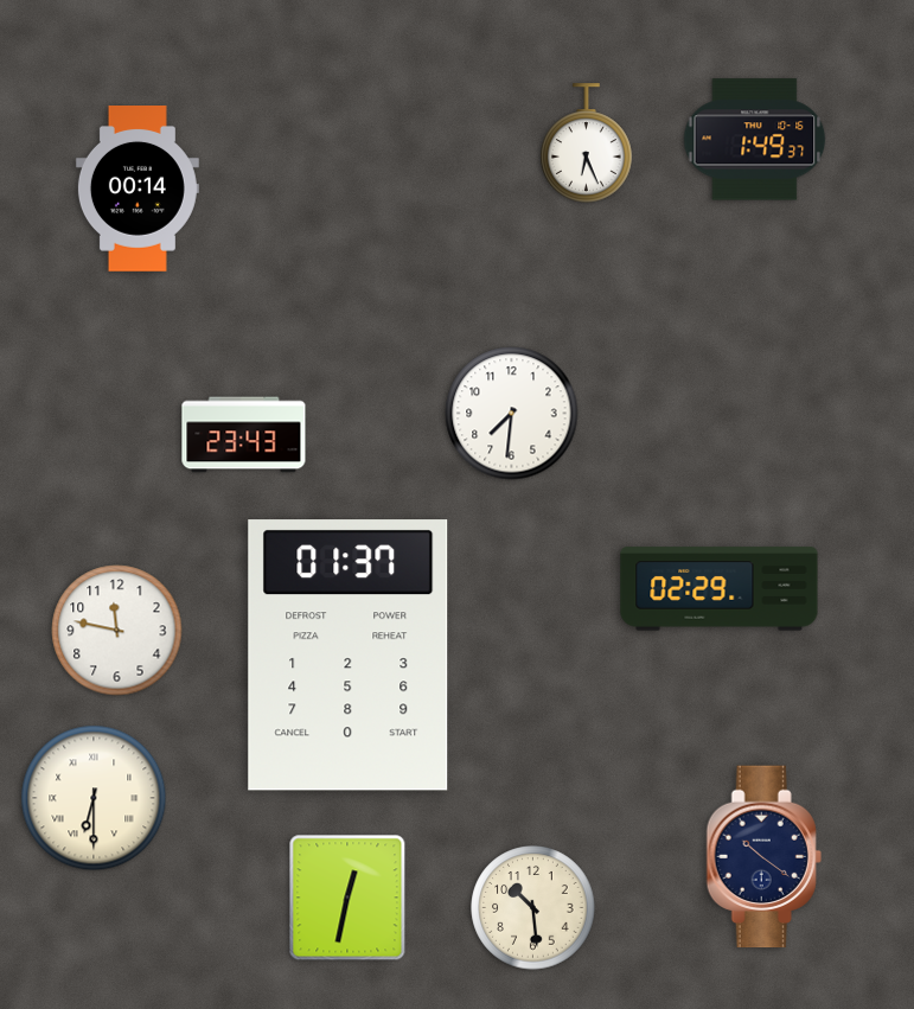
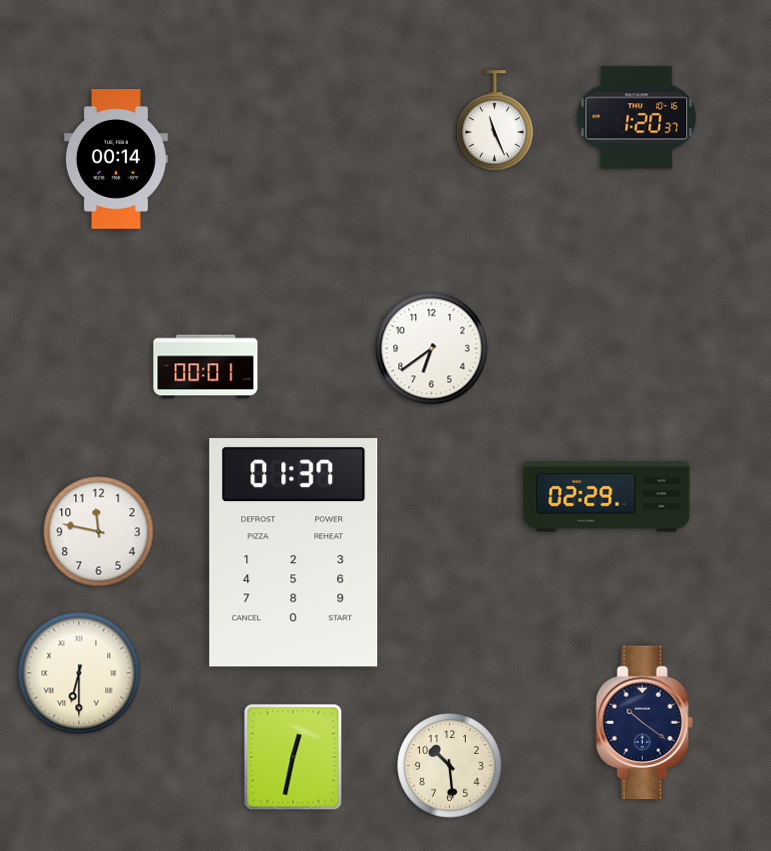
clock at (755, 140): 1:49 -> 1:20
clock at (587, 143): 6:26 -> 11:26
clock at (512, 414): 7:31 -> 6:39
clock at (244, 435): 23:43 -> 00:01
